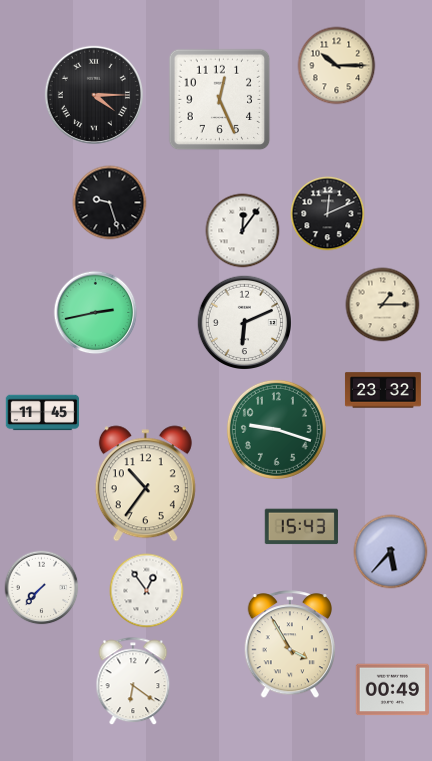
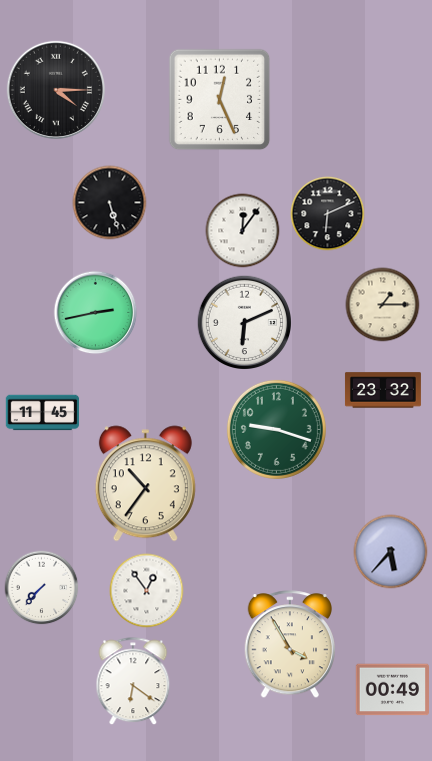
clock at (337, 66): 10:15 -> none
clock at (93, 94) position: (93, 94) -> (55, 89)
clock at (110, 203): 9:27 -> 5:27
clock at (328, 214): 12:11 -> 6:11
clock at (301, 527): 15:43 -> none
